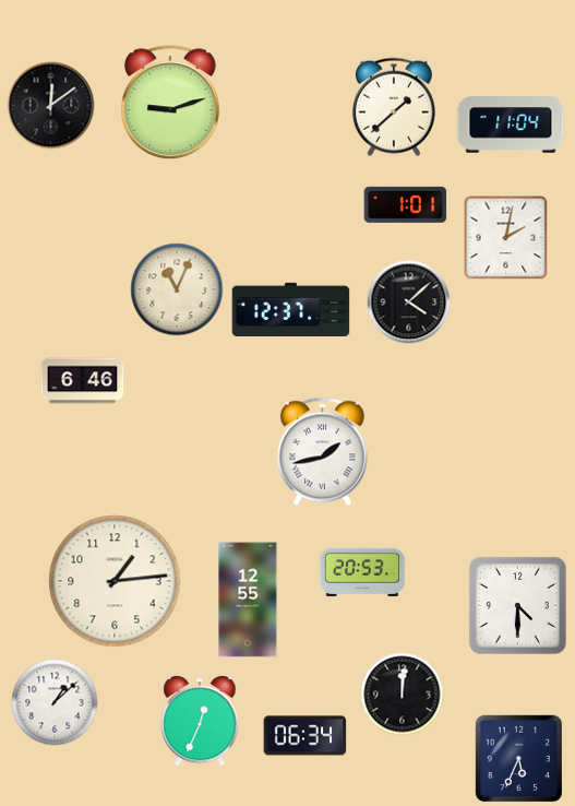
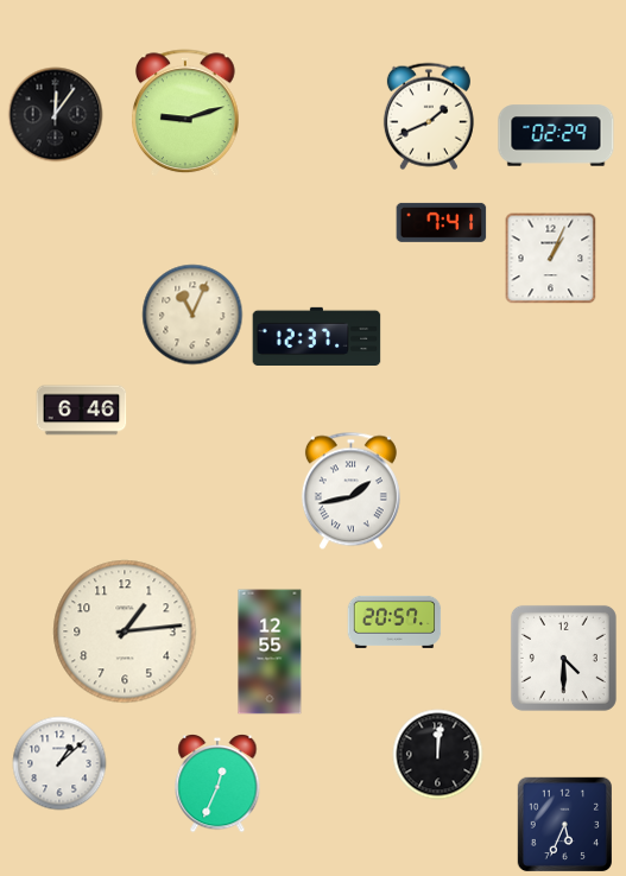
clock at (51, 106): 12:09 -> 12:06
clock at (394, 107): 1:38 -> 1:41
clock at (511, 125): 11:04 -> 02:29
clock at (406, 204): 1:01 -> 7:41
clock at (506, 238): 2:02 -> 1:04
clock at (409, 303): 4:08 -> none
clock at (83, 381) position: (83, 381) -> (82, 411)
clock at (362, 572): 20:53 -> 20:57
clock at (306, 736): 06:34 -> none
